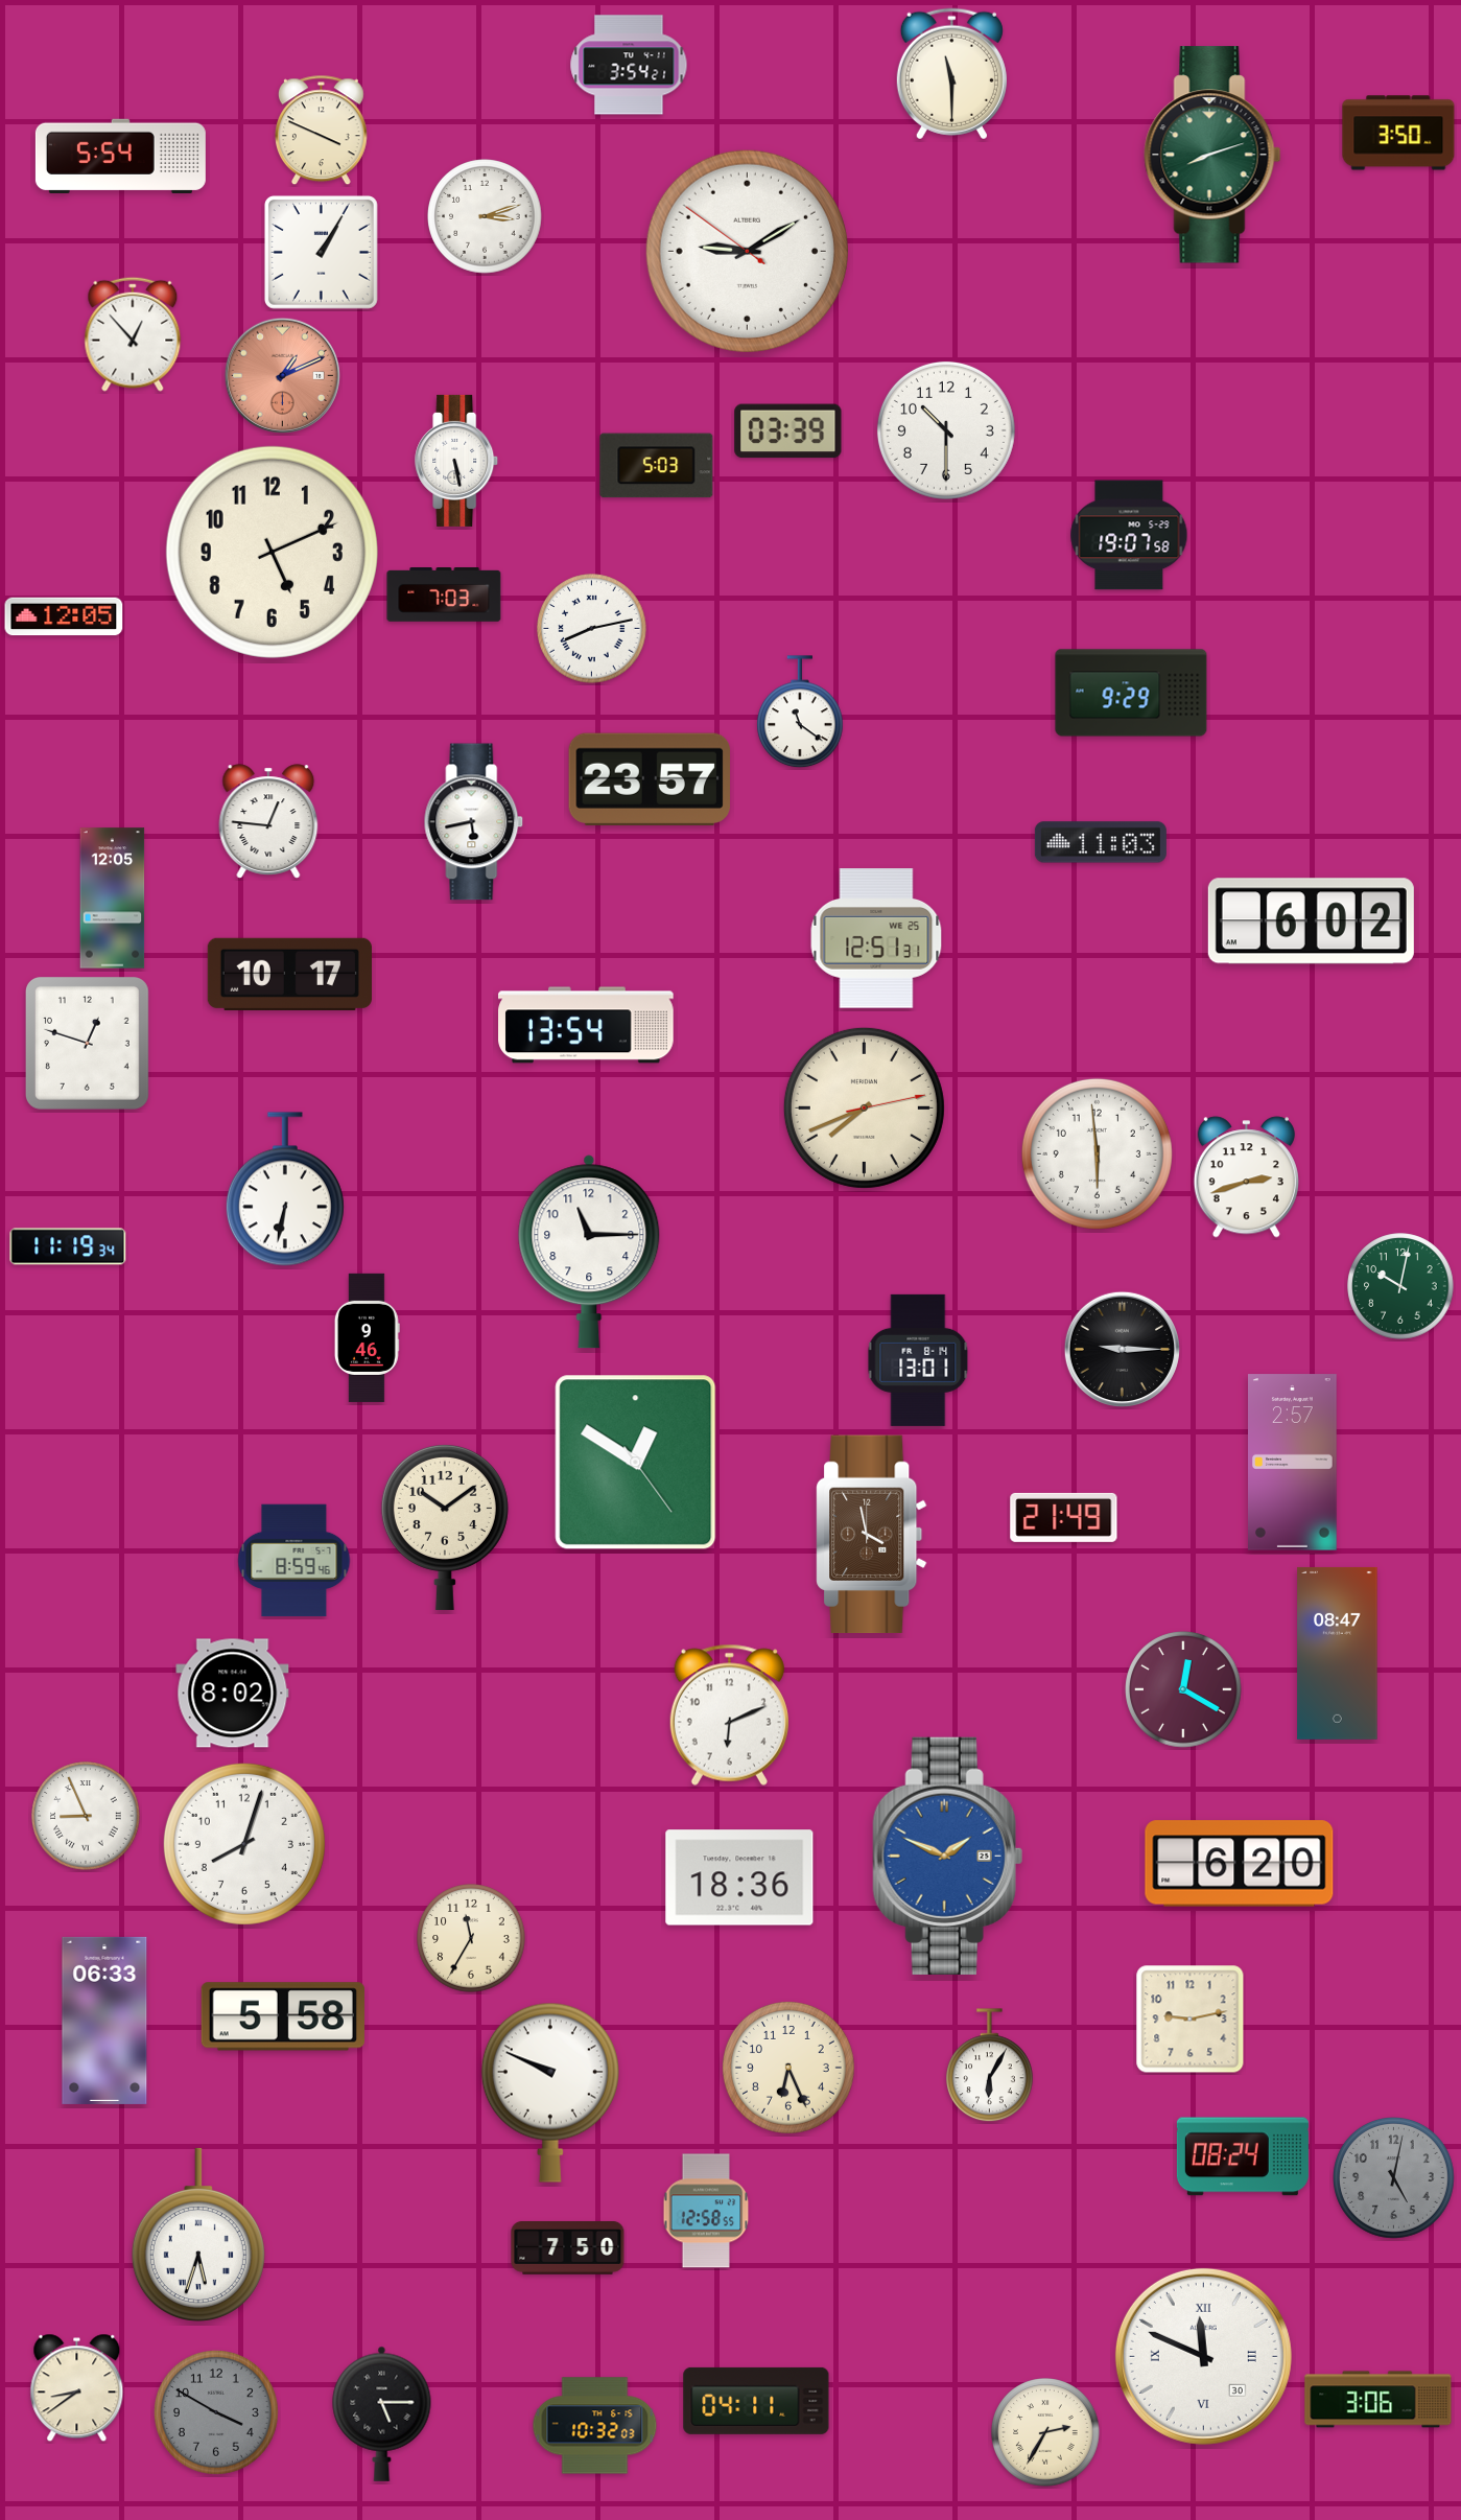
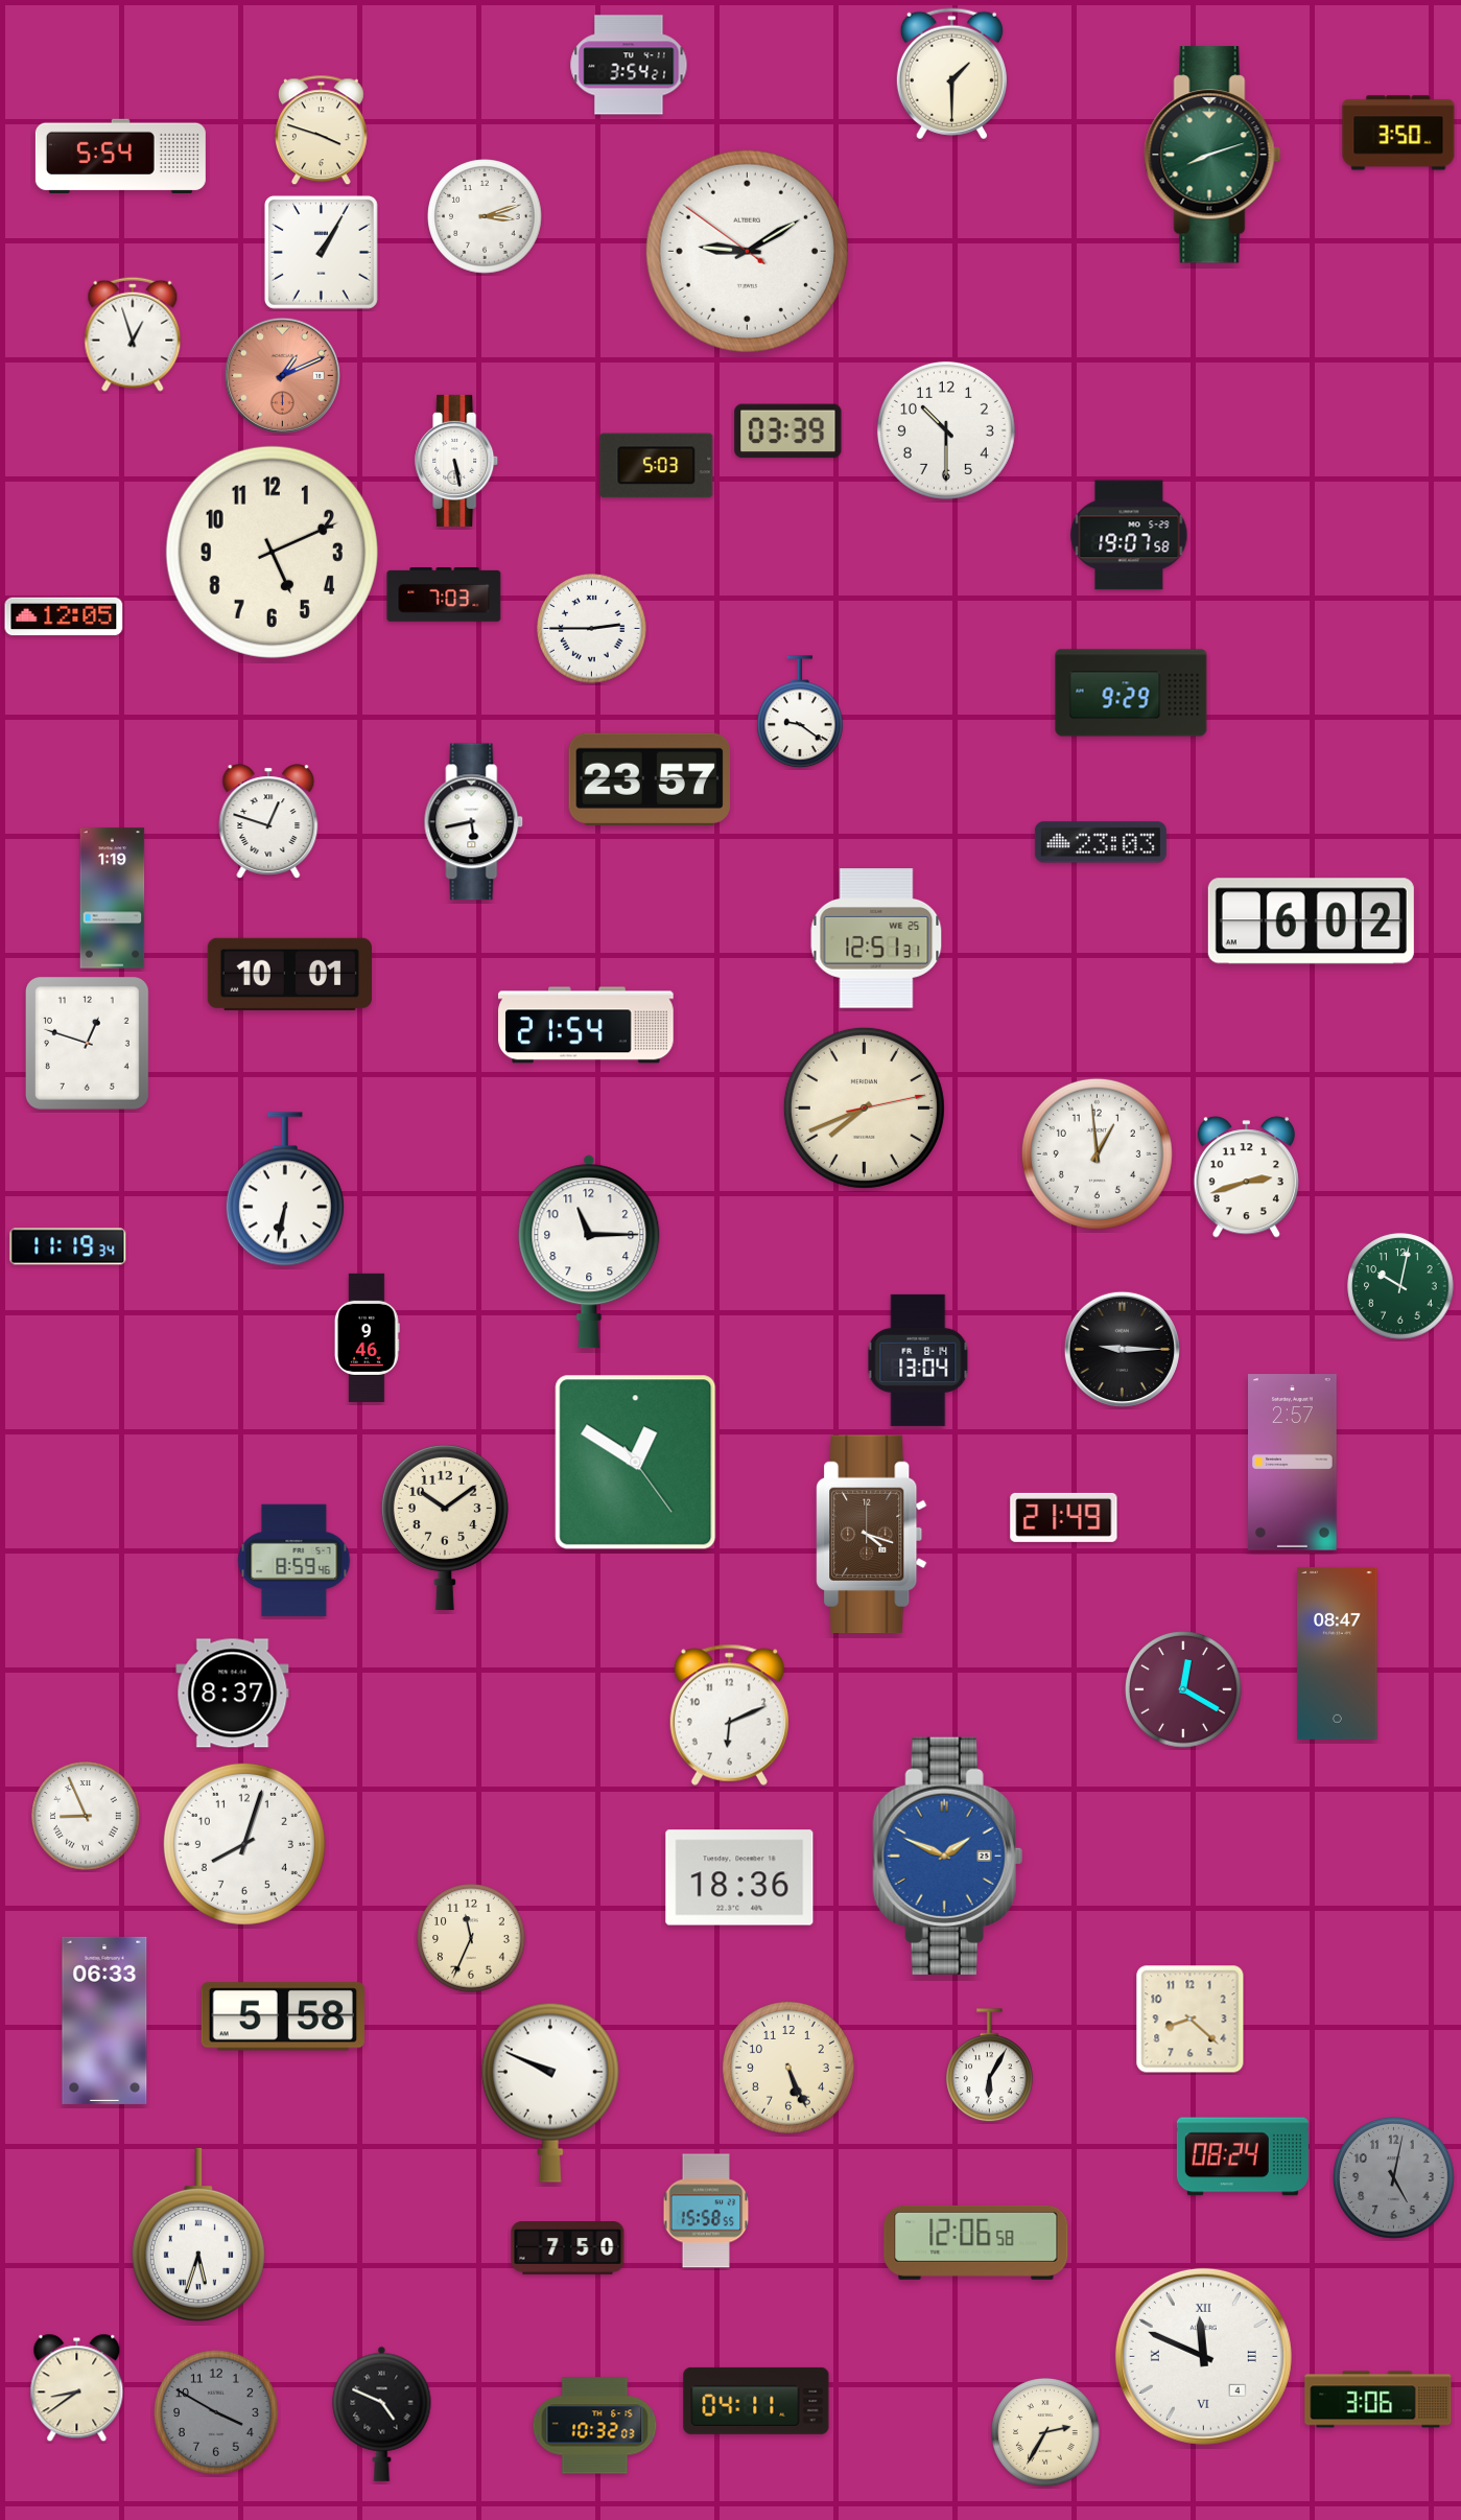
clock at (951, 74): 11:30 -> 1:30
clock at (321, 131): 3:49 -> 3:48
clock at (133, 334): 12:53 -> 12:57
clock at (592, 629): 8:13 -> 2:45
clock at (801, 713): 11:21 -> 9:21
clock at (268, 821): 12:46 -> 12:48
clock at (1101, 842): 11:03 -> 23:03
clock at (113, 899): 12:05 -> 1:19
clock at (289, 974): 10:17 -> 10:01
clock at (586, 1025): 13:54 -> 21:54
clock at (1097, 1153): 5:59 -> 12:59
clock at (918, 1360): 13:01 -> 13:04
clock at (872, 1535): 3:58 -> 4:18
clock at (233, 1694): 8:02 -> 8:37
clock at (1240, 1864): 6:20 -> none
clock at (471, 1938): 11:35 -> 11:34
clock at (1191, 2020): 9:13 -> 8:22
clock at (788, 2068): 6:26 -> 5:26
clock at (706, 2211): 12:58 -> 15:58
clock at (976, 2242): none -> 12:06
clock at (1203, 2356) date: 30 -> 4
clock at (382, 2413): 5:15 -> 4:49
